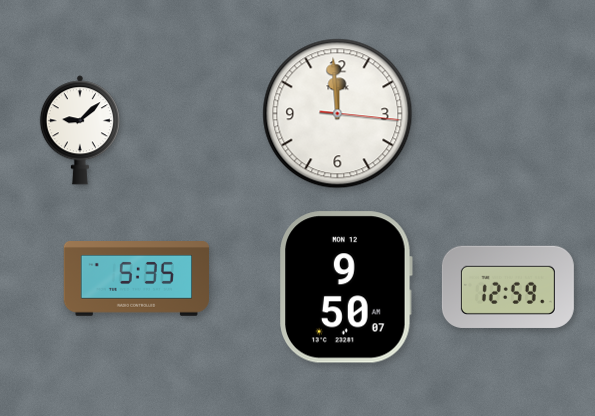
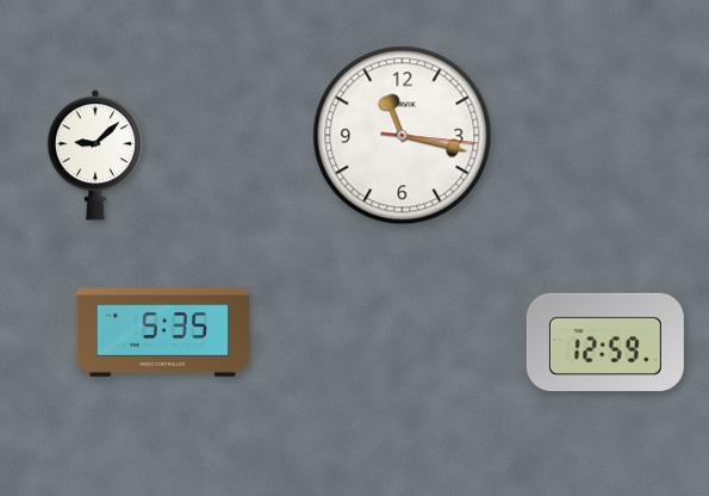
clock at (338, 114): 11:59 -> 11:17
clock at (346, 287): 9:50 -> none
